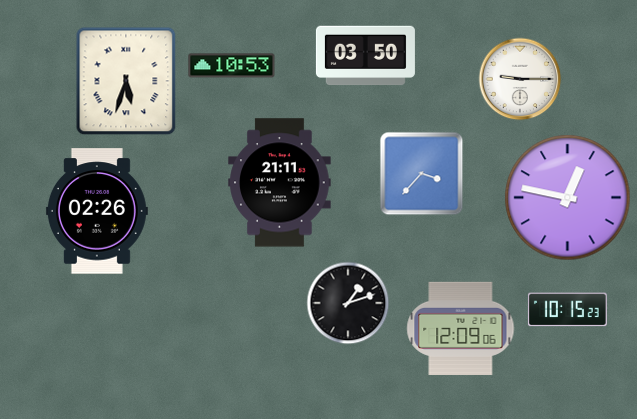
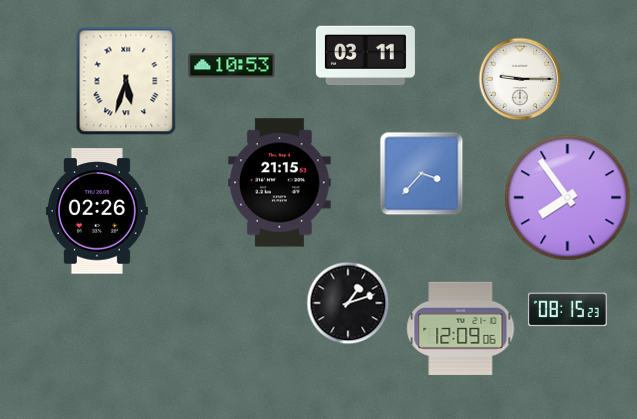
clock at (365, 56): 03:50 -> 03:11
clock at (280, 183): 21:11 -> 21:15
clock at (568, 198): 12:47 -> 7:54
clock at (567, 310): 10:15 -> 08:15
